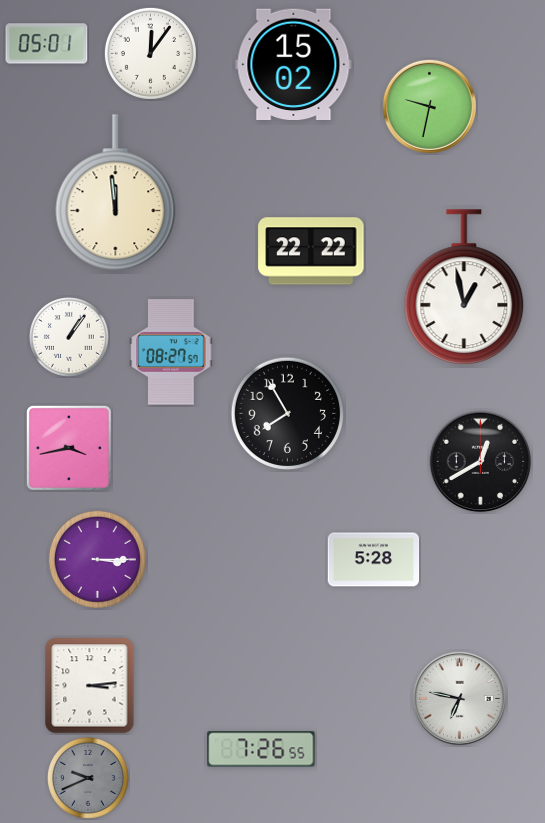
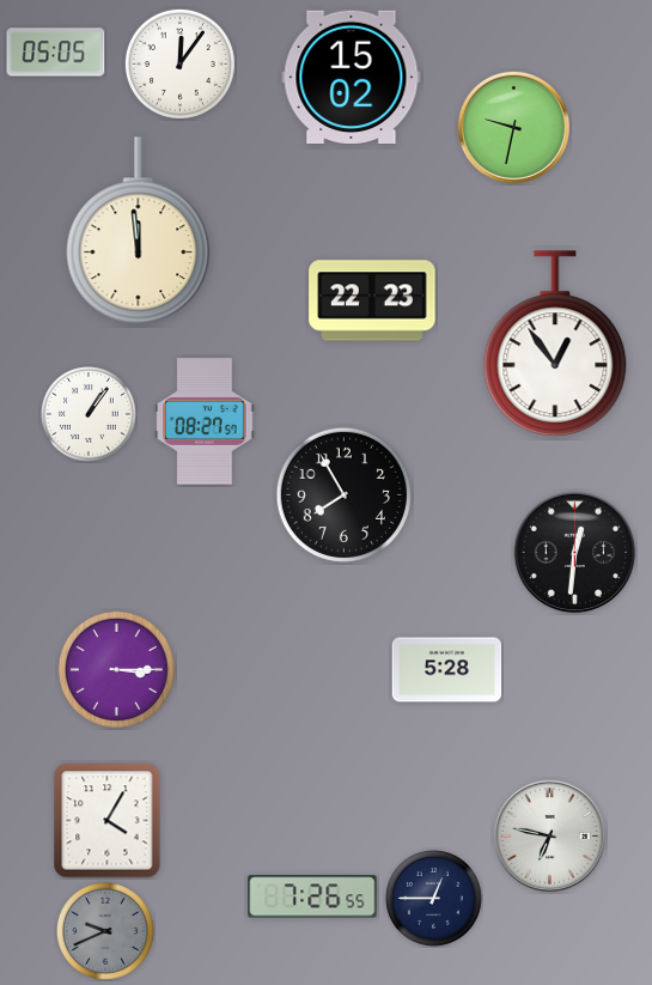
clock at (47, 44): 05:01 -> 05:05
clock at (311, 251): 22:22 -> 22:23
clock at (464, 287): 12:58 -> 12:54
clock at (70, 338) position: (70, 338) -> (90, 415)
clock at (69, 448): 3:43 -> none
clock at (481, 462): 12:40 -> 12:31
clock at (90, 686): 3:14 -> 4:05
clock at (434, 899): none -> 12:45
